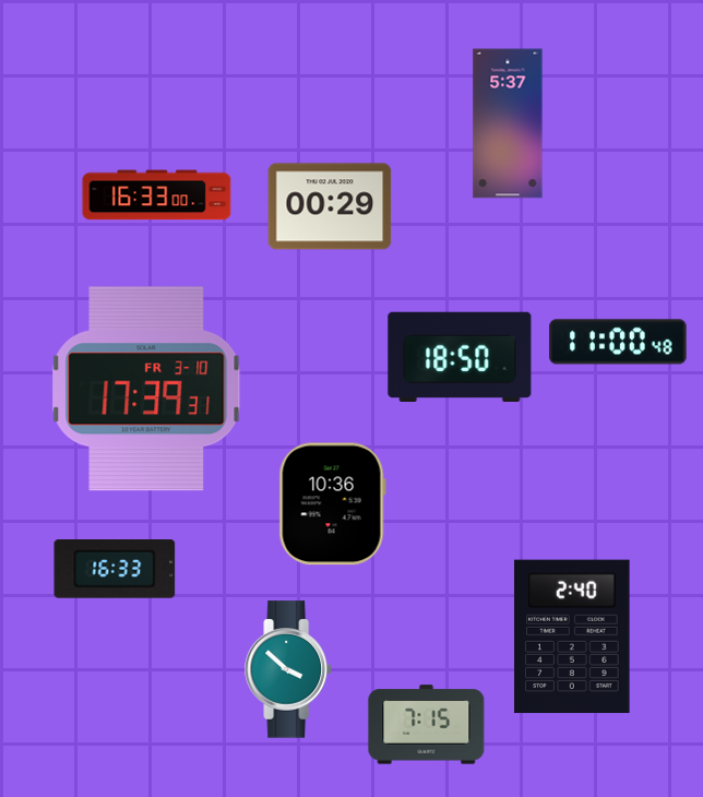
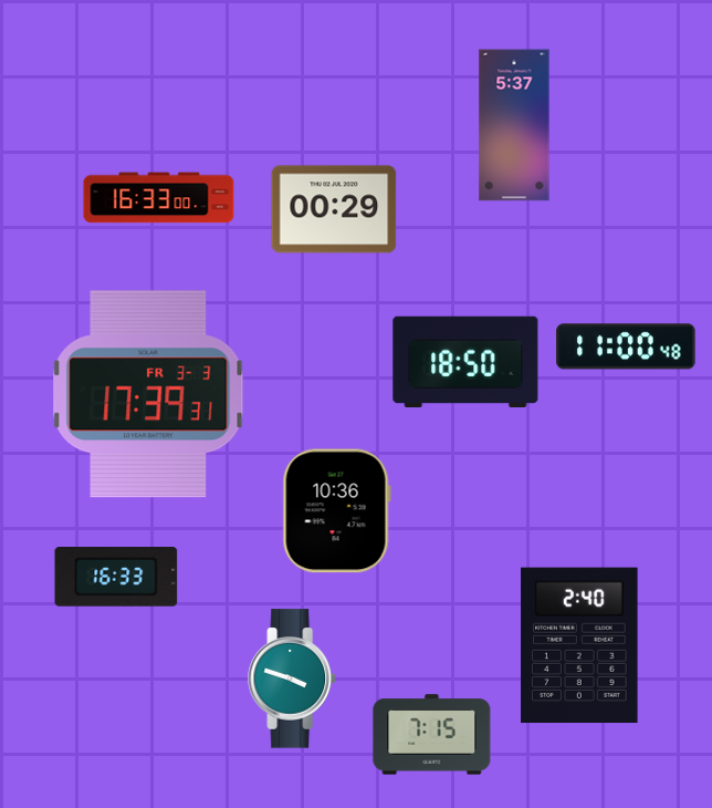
clock at (146, 389) date: FR 3-10 -> FR 3-3
clock at (288, 669): 3:52 -> 3:48
